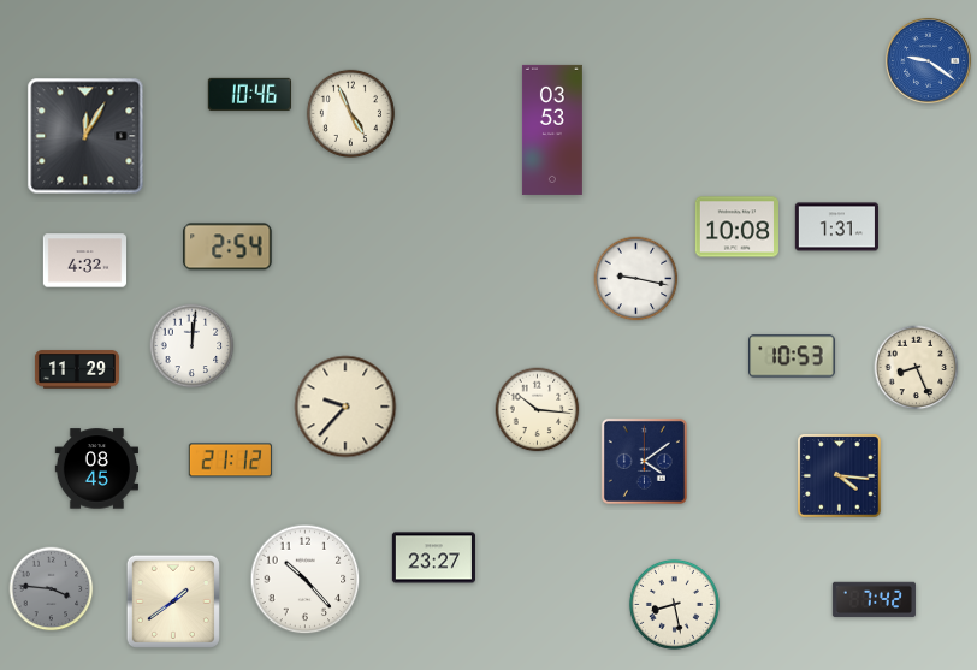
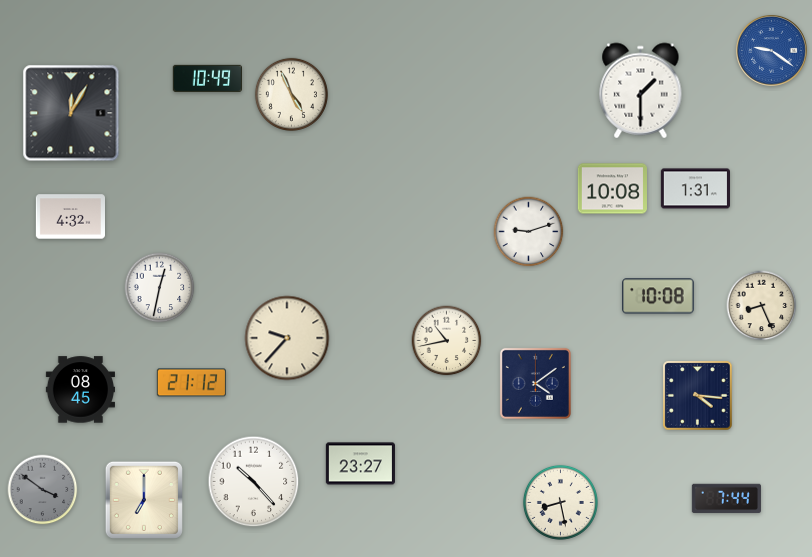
clock at (249, 94): 10:46 -> 10:49
clock at (641, 91): none -> 1:30
clock at (552, 130): 03:53 -> none
clock at (227, 247): 2:54 -> none
clock at (636, 279): 9:17 -> 9:12
clock at (193, 346): 12:01 -> 12:32
clock at (792, 356): 10:53 -> 10:08
clock at (77, 369): 11:29 -> none
clock at (538, 410): 10:16 -> 10:43
clock at (52, 589): 3:46 -> 3:51
clock at (874, 600): 7:42 -> 7:44
clock at (173, 601): 1:39 -> 7:00
